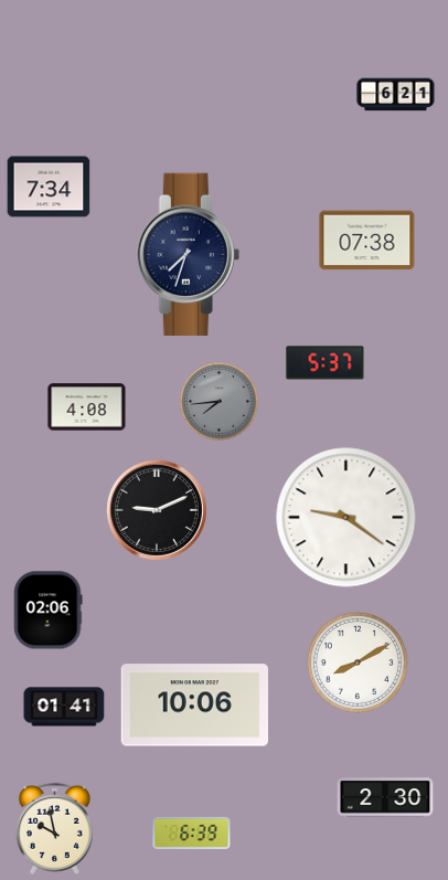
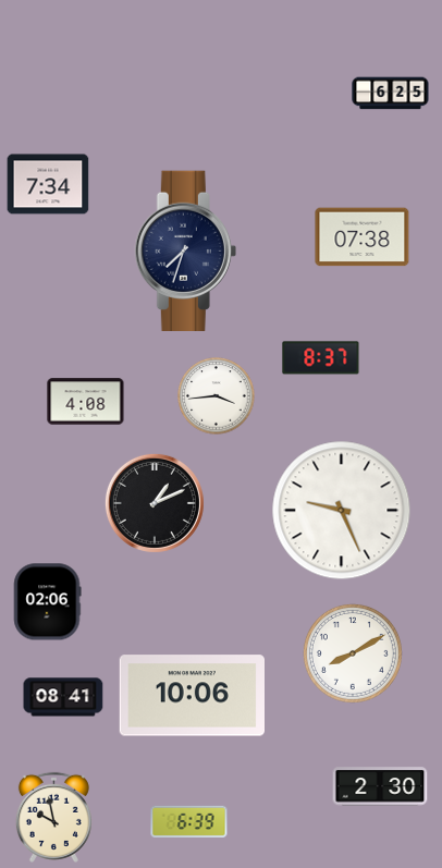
clock at (396, 95): 6:21 -> 6:25
clock at (326, 363): 5:37 -> 8:37
clock at (220, 402): 7:44 -> 3:44
clock at (220, 402) dial: grey -> white
clock at (157, 510): 9:11 -> 1:11
clock at (346, 518): 9:21 -> 9:26
clock at (64, 707): 01:41 -> 08:41
